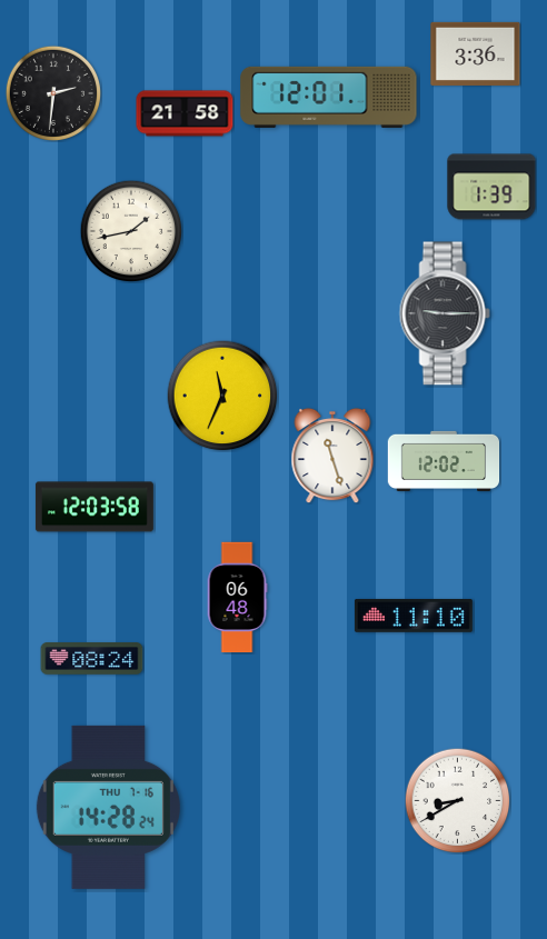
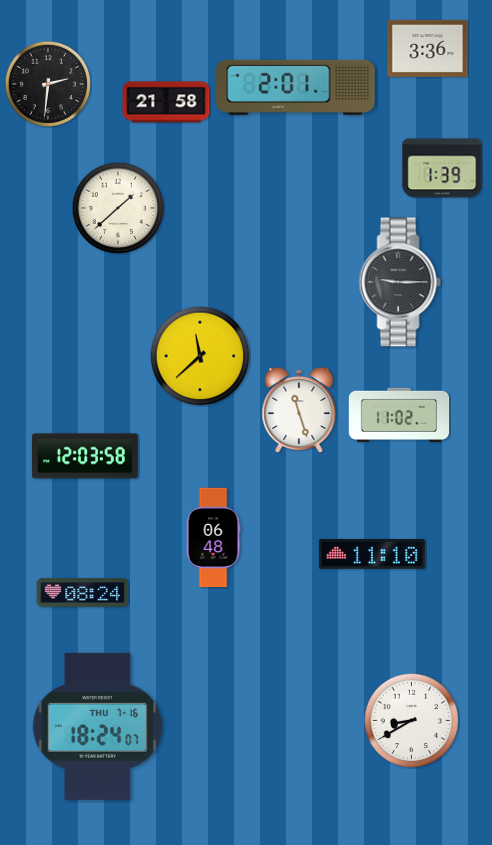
clock at (329, 97): 12:01 -> 2:01
clock at (131, 231): 1:43 -> 1:38
clock at (222, 396): 11:34 -> 11:38
clock at (444, 461): 12:02 -> 11:02
clock at (108, 807): 14:28 -> 18:24
